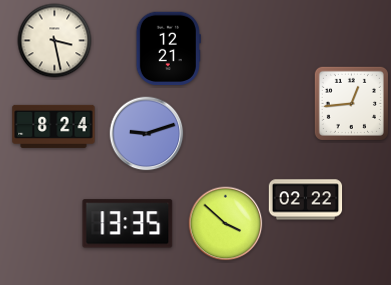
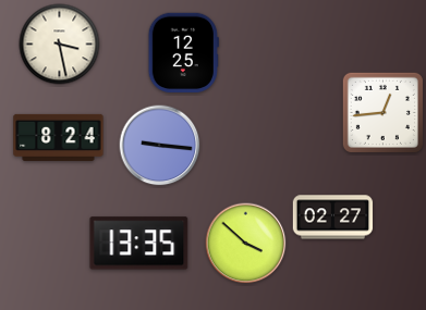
clock at (168, 48): 12:21 -> 12:25
clock at (147, 134): 9:12 -> 9:16
clock at (306, 200): 02:22 -> 02:27
